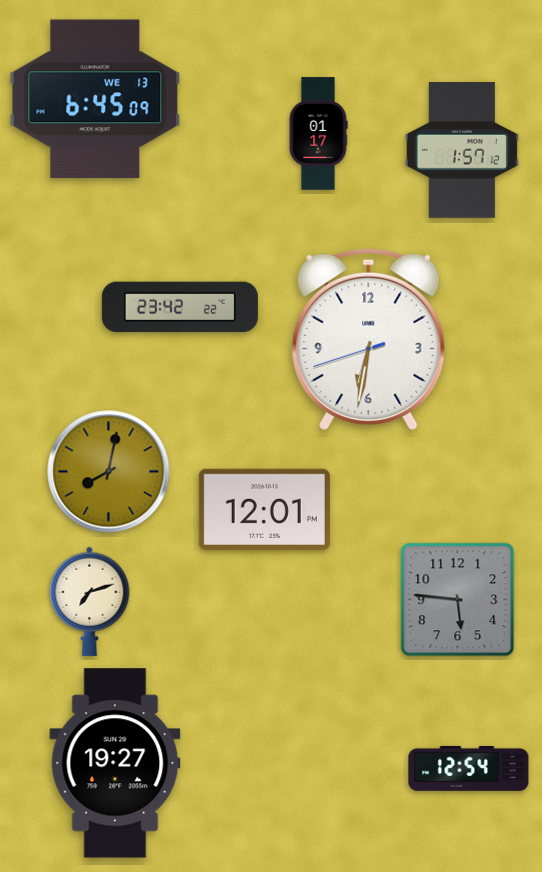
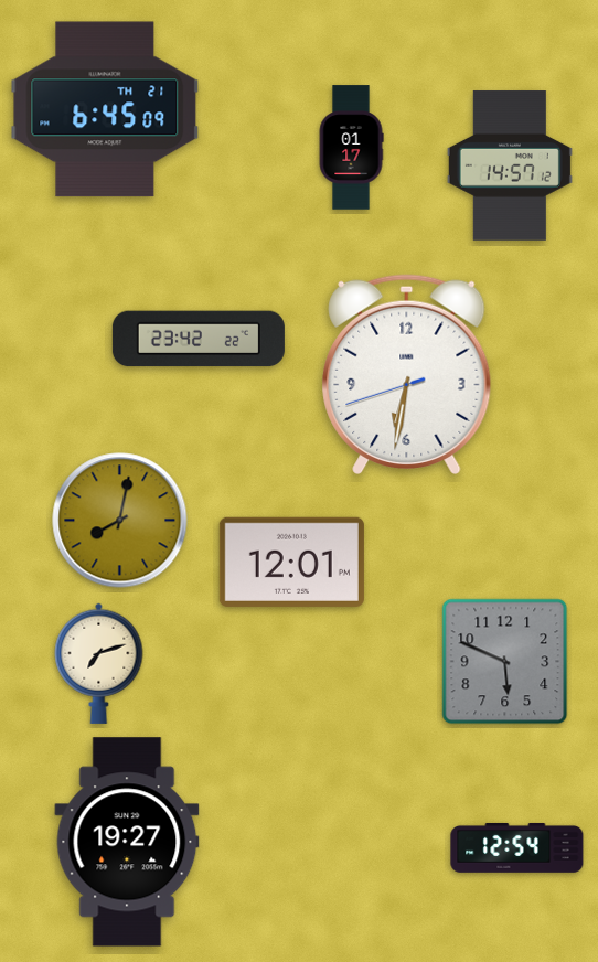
clock at (95, 99) date: WE 13 -> TH 21
clock at (462, 150): 1:57 -> 14:57
clock at (458, 600): 5:46 -> 5:49
